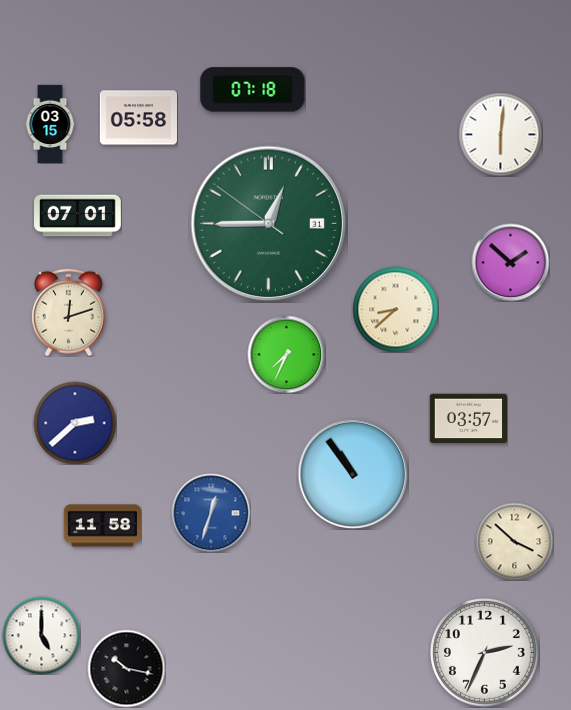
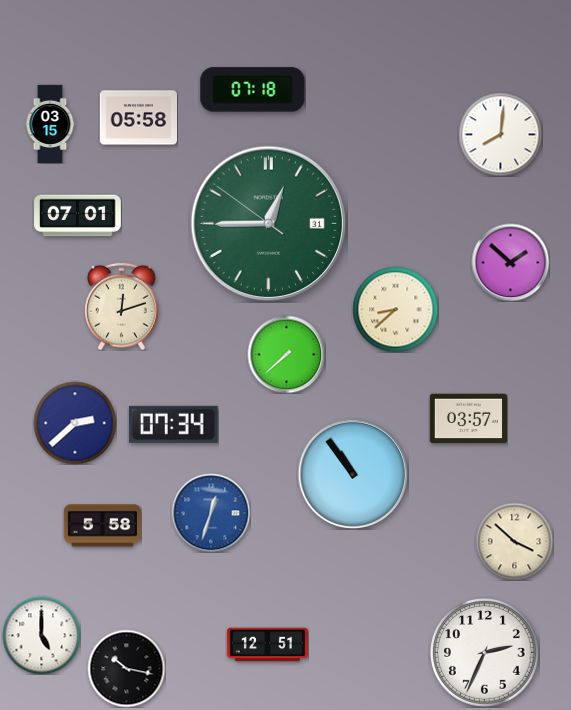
clock at (500, 134): 6:01 -> 8:01
clock at (69, 312) position: (69, 312) -> (122, 306)
clock at (286, 354): 7:34 -> 7:38
clock at (173, 424): none -> 07:34
clock at (102, 526): 11:58 -> 5:58
clock at (267, 645): none -> 12:51
